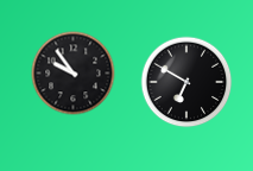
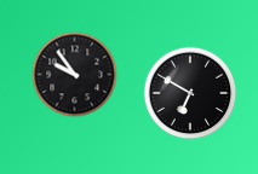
clock at (186, 82) position: (186, 82) -> (190, 93)
